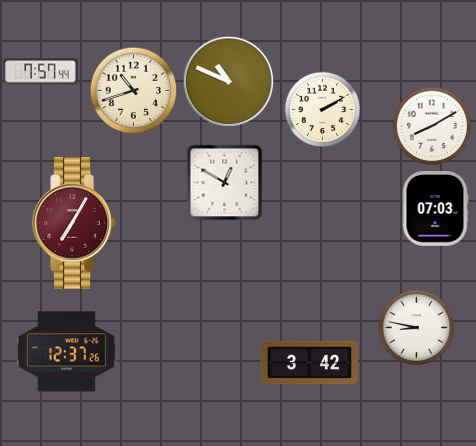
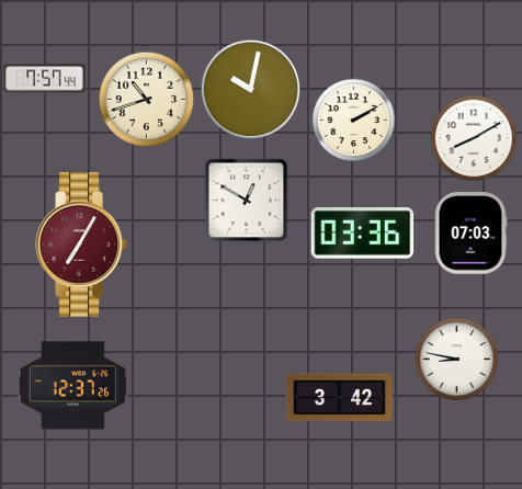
clock at (229, 82): 10:49 -> 10:02
clock at (435, 209) position: (435, 209) -> (470, 234)
clock at (363, 234): none -> 03:36
